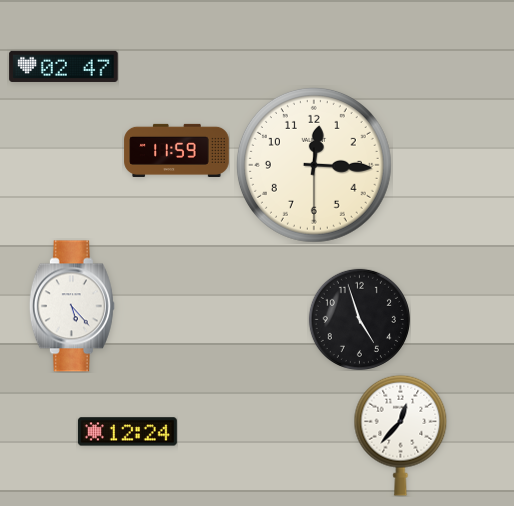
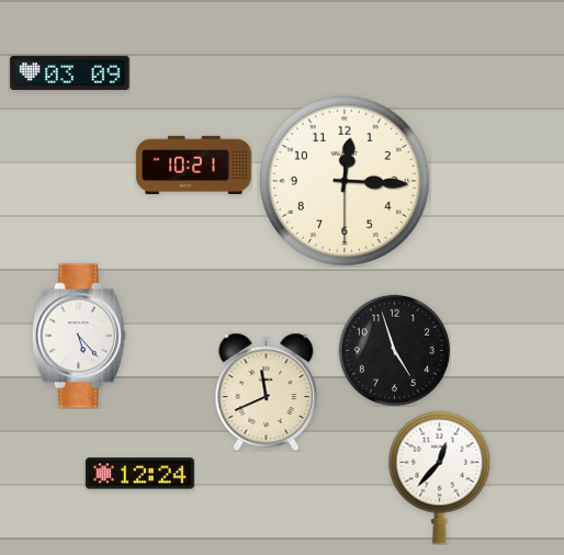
clock at (64, 66): 02:47 -> 03:09
clock at (177, 150): 11:59 -> 10:21
clock at (267, 392): none -> 11:41
